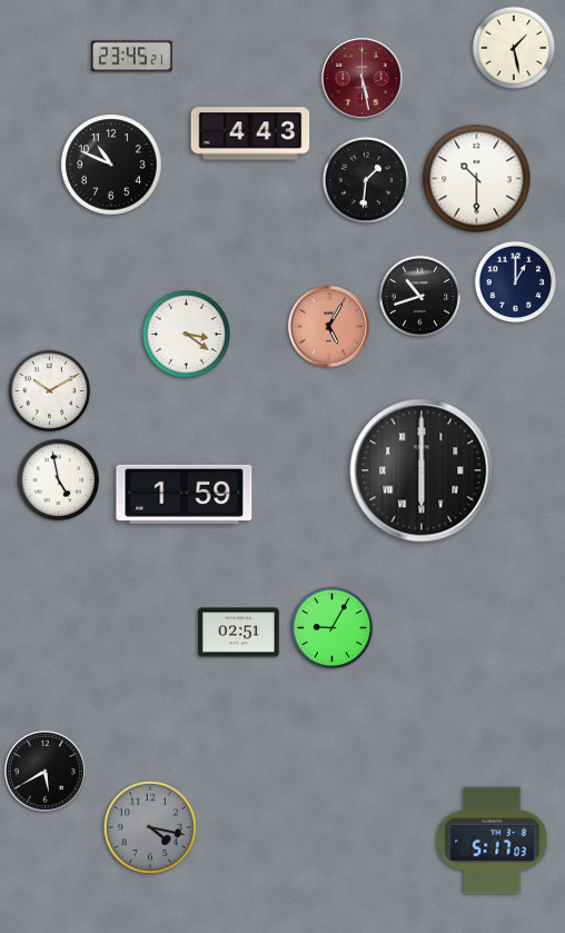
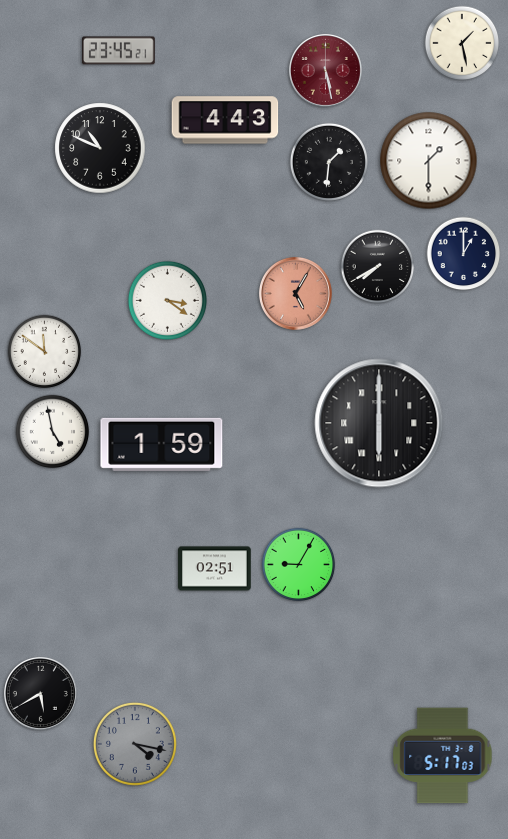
clock at (477, 179): 10:30 -> 1:30
clock at (420, 297): 10:42 -> 7:40
clock at (50, 391): 10:10 -> 11:51
clock at (185, 494) position: (185, 494) -> (162, 444)
